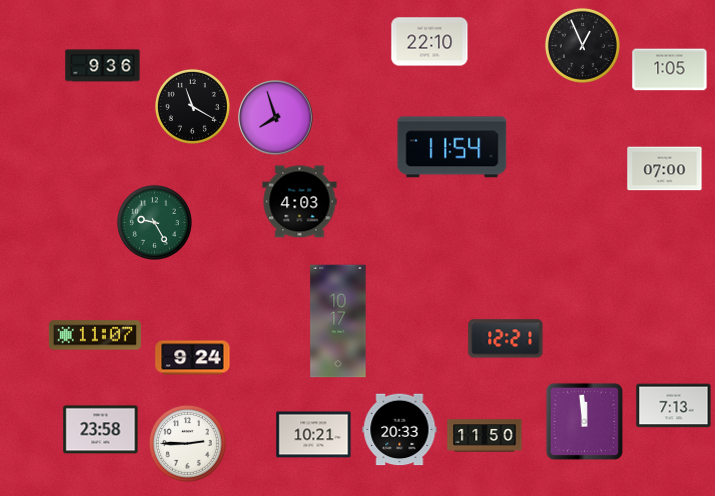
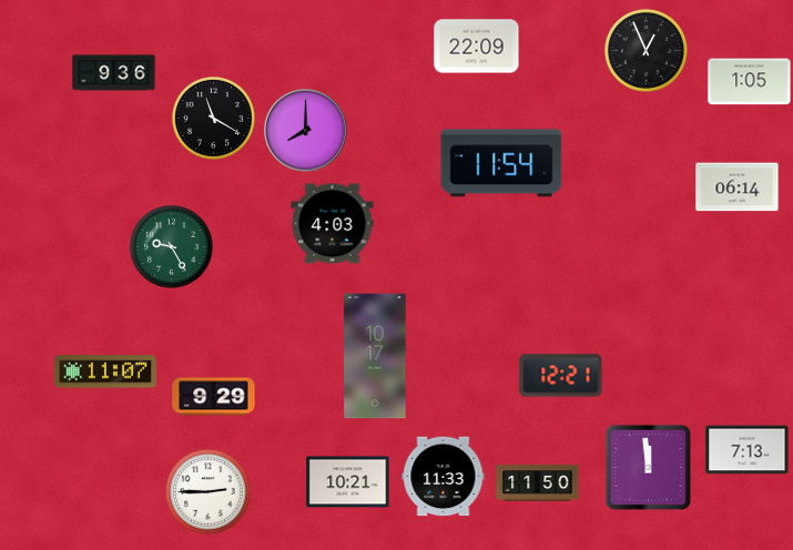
clock at (430, 42): 22:10 -> 22:09
clock at (670, 70) position: (670, 70) -> (750, 82)
clock at (276, 118): 7:57 -> 8:00
clock at (665, 169): 07:00 -> 06:14
clock at (193, 358): 9:24 -> 9:29
clock at (101, 430): 23:58 -> none
clock at (400, 430): 20:33 -> 11:33
